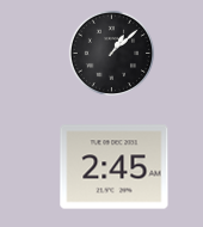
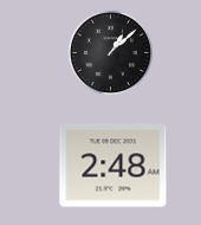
clock at (115, 167): 2:45 -> 2:48
